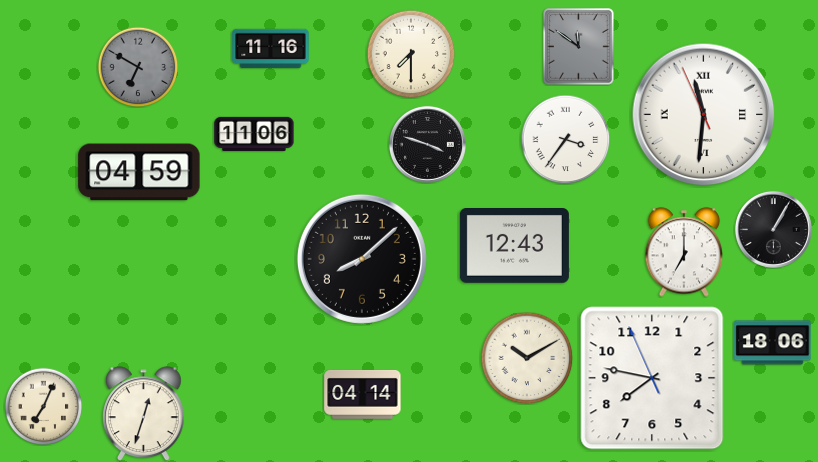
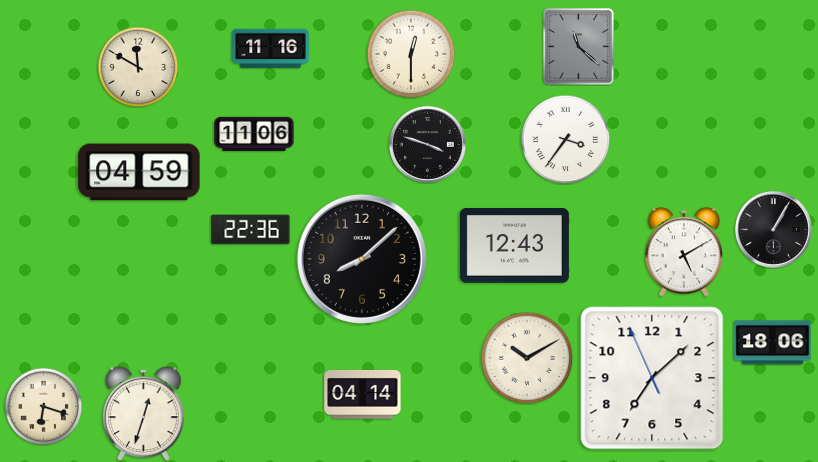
clock at (579, 47): 11:51 -> 11:22
clock at (411, 54): 7:30 -> 12:30
clock at (138, 67): 6:50 -> 11:50
clock at (138, 67) dial: grey -> cream
clock at (704, 115): 11:30 -> none
clock at (251, 230): none -> 22:36
clock at (684, 252): 7:00 -> 5:10
clock at (652, 378): 7:46 -> 7:07
clock at (43, 406): 7:04 -> 6:18
